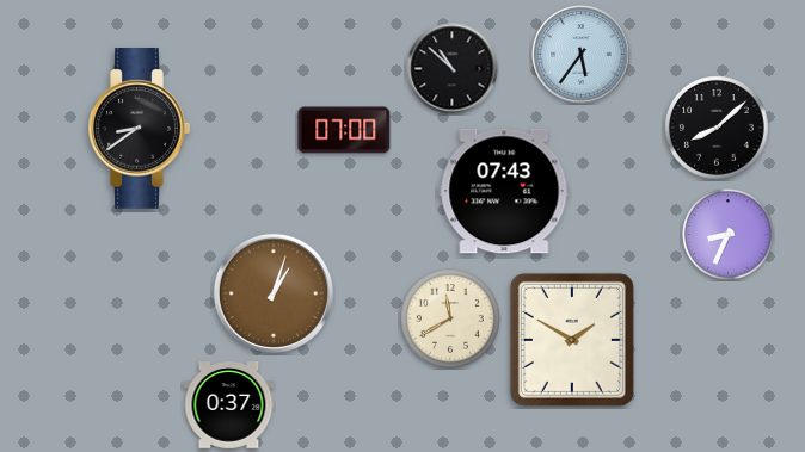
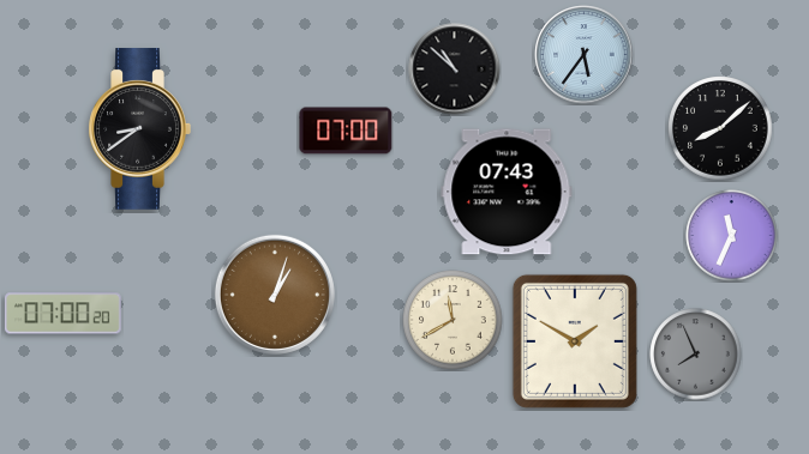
clock at (729, 235): 8:34 -> 11:34
clock at (62, 314): none -> 07:00
clock at (696, 355): none -> 7:56
clock at (229, 405): 0:37 -> none
